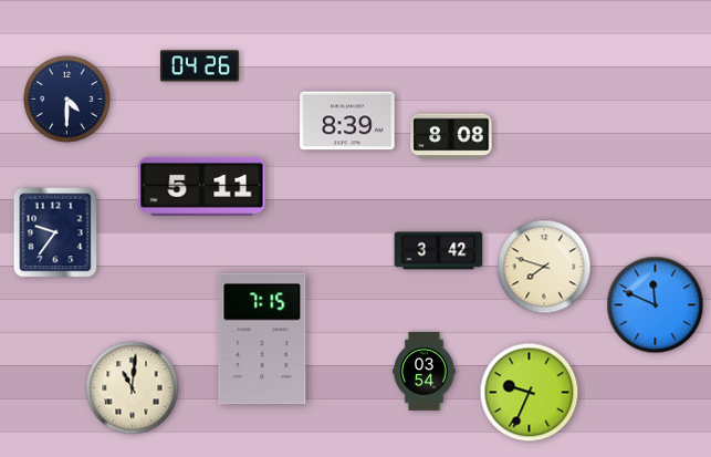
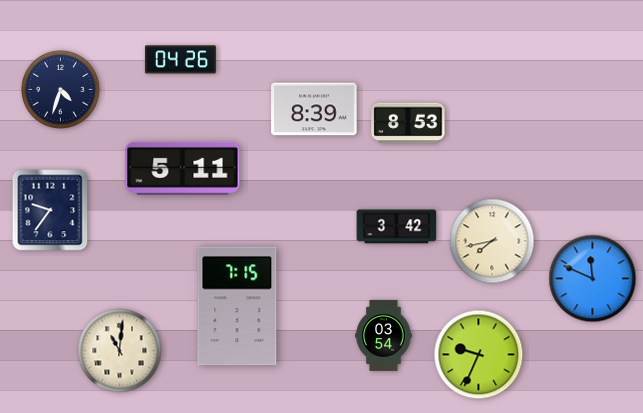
clock at (67, 100): 4:30 -> 4:33
clock at (451, 136): 8:08 -> 8:53
clock at (544, 267): 7:48 -> 7:43
clock at (656, 305) position: (656, 305) -> (593, 279)
